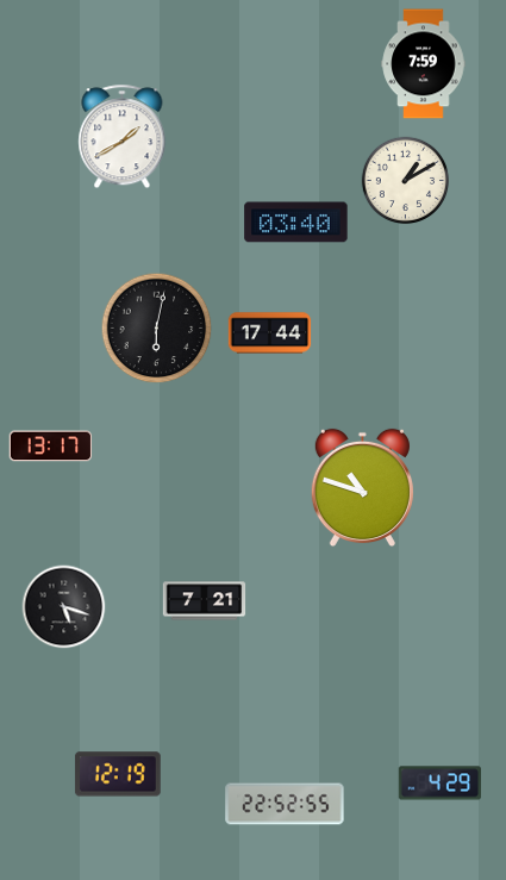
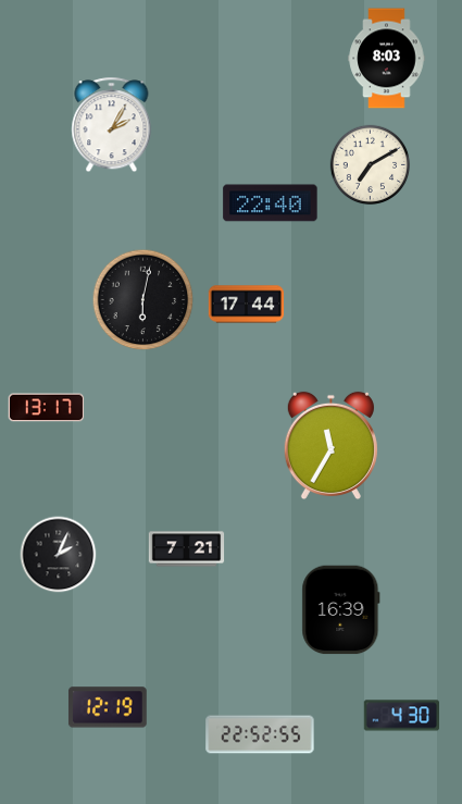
clock at (424, 64): 7:59 -> 8:03
clock at (123, 137): 1:40 -> 2:05
clock at (406, 181): 1:10 -> 7:10
clock at (296, 223): 03:40 -> 22:40
clock at (362, 488): 10:48 -> 11:35
clock at (64, 607): 5:18 -> 2:04
clock at (341, 610): none -> 16:39
clock at (441, 784): 4:29 -> 4:30
